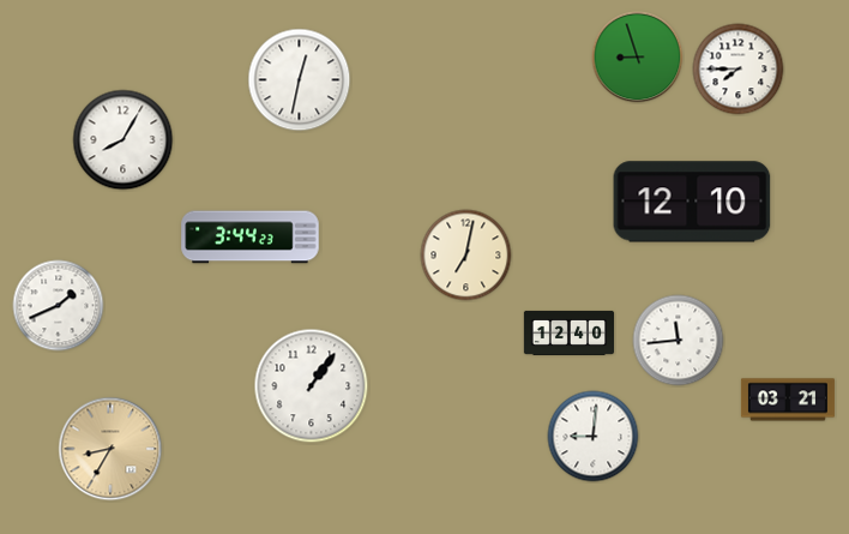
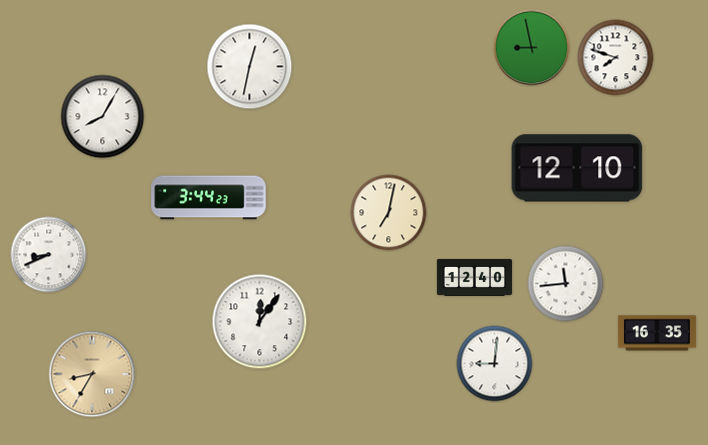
clock at (638, 58): 8:57 -> 8:58
clock at (739, 70): 7:45 -> 7:48
clock at (59, 306): 1:41 -> 8:41
clock at (312, 386): 1:06 -> 12:06
clock at (788, 400): 03:21 -> 16:35
